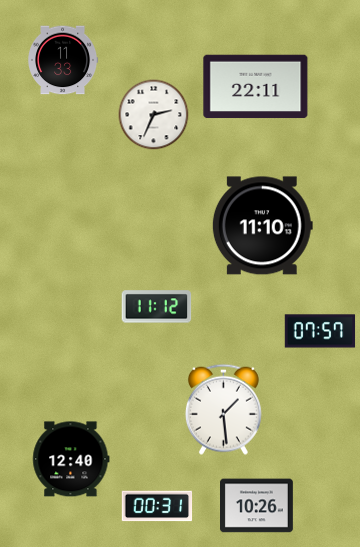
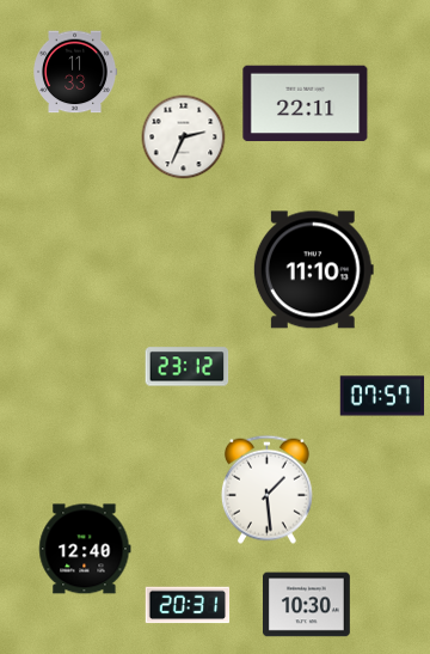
clock at (157, 307): 11:12 -> 23:12
clock at (157, 506): 00:31 -> 20:31
clock at (257, 506): 10:26 -> 10:30
